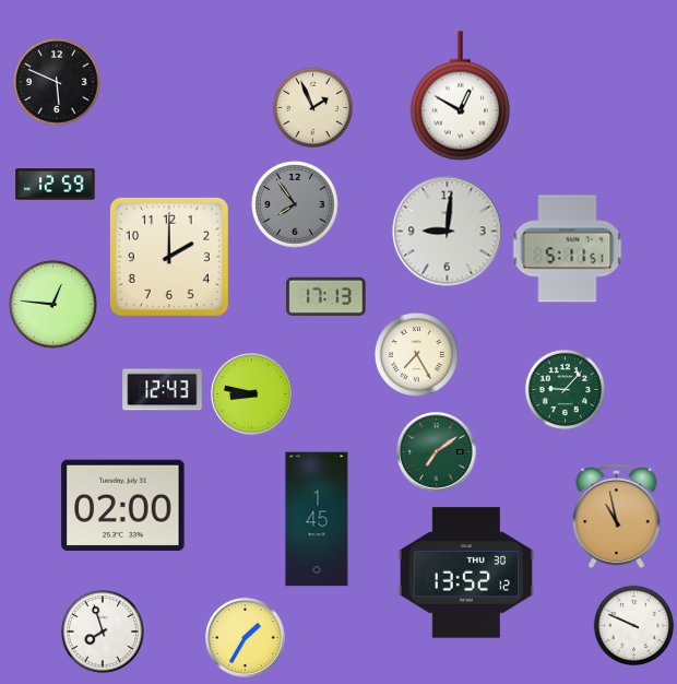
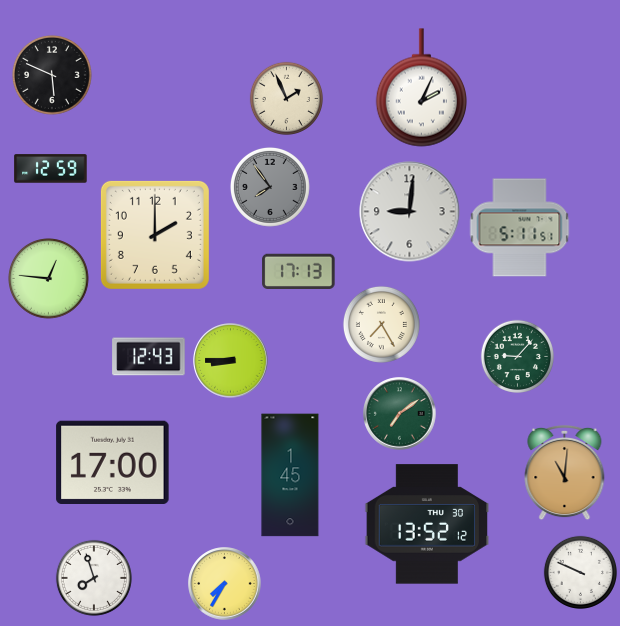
clock at (460, 96): 12:50 -> 2:04
clock at (252, 394): 8:47 -> 8:45
clock at (123, 505): 02:00 -> 17:00
clock at (617, 517): 10:58 -> 11:01
clock at (246, 638): 1:35 -> 7:35
